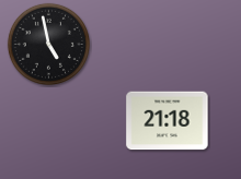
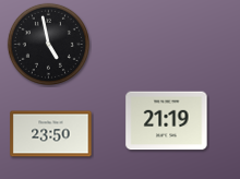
clock at (168, 121): 21:18 -> 21:19
clock at (51, 134): none -> 23:50
